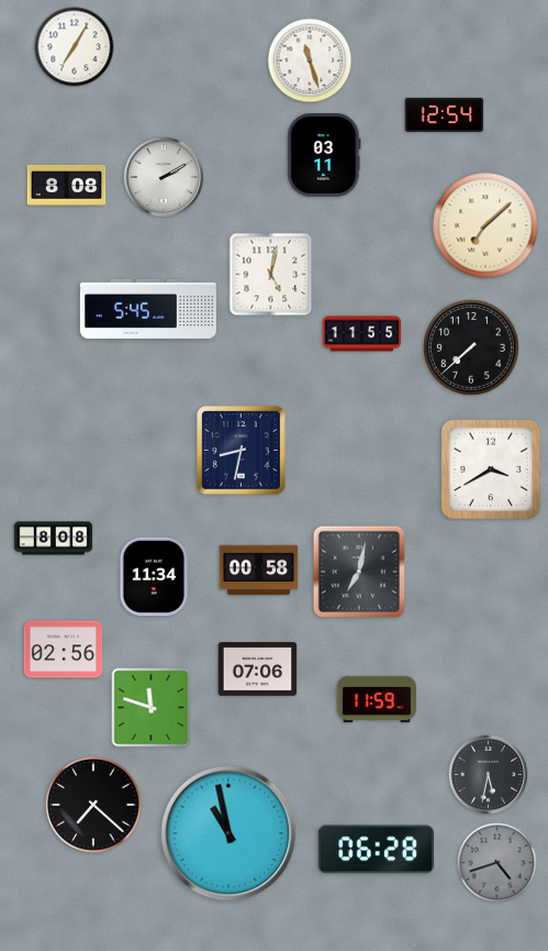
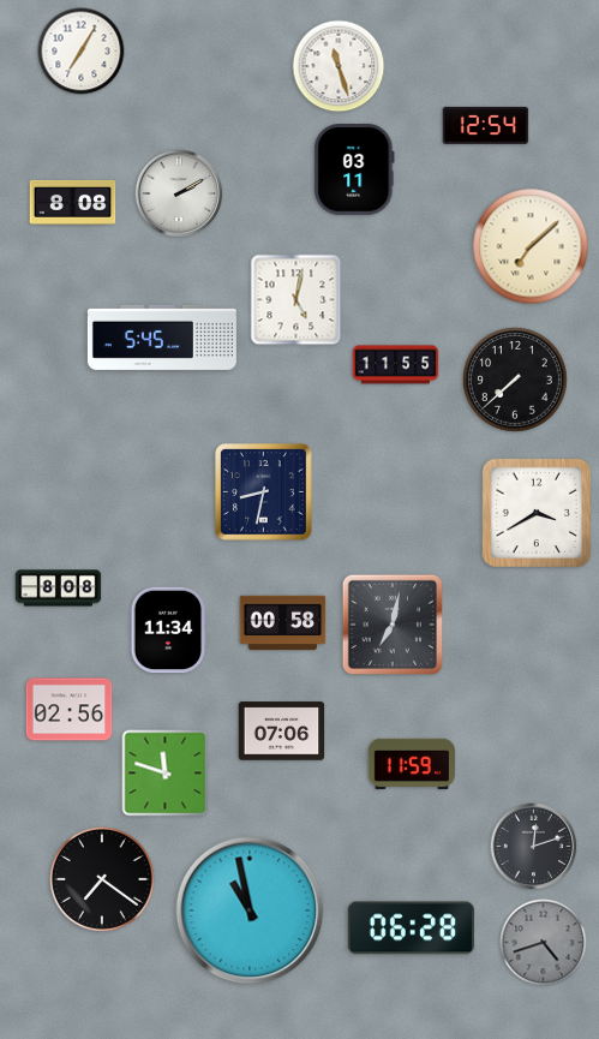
clock at (489, 775): 5:32 -> 12:12
clock at (93, 805): 7:22 -> 7:21
